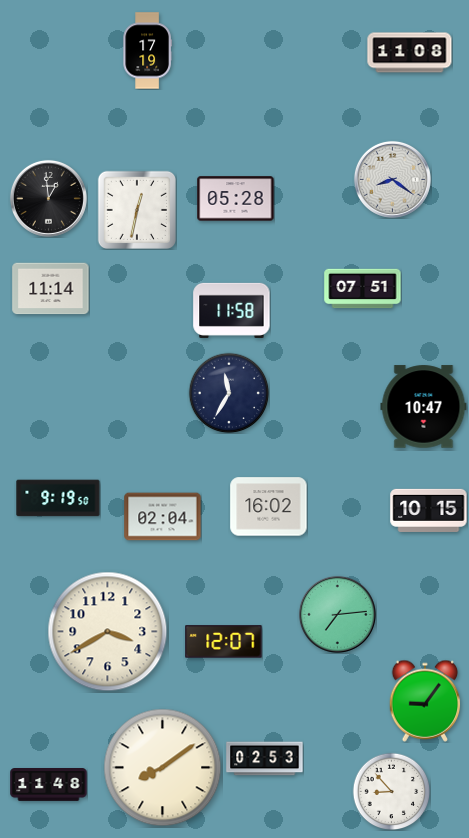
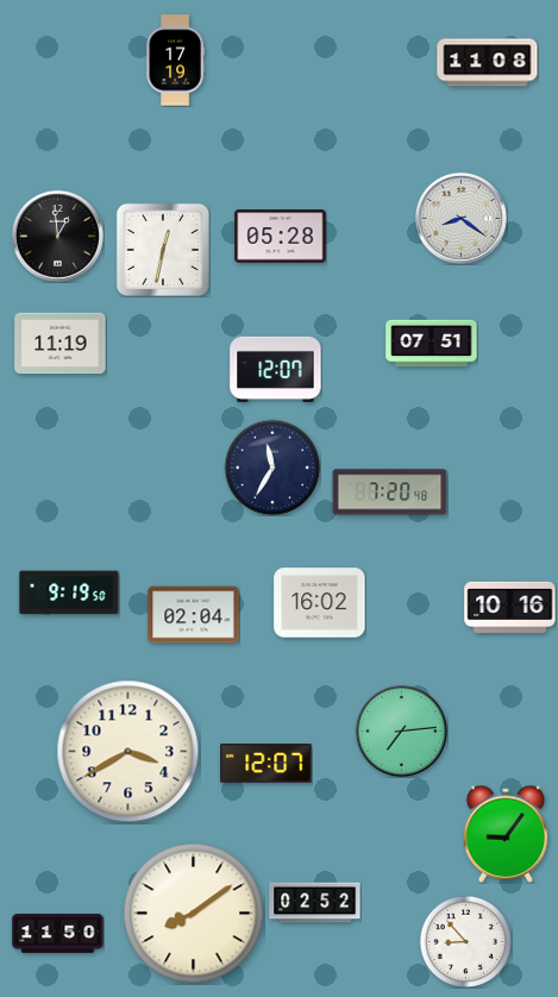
clock at (392, 179) position: (392, 179) -> (460, 218)
clock at (51, 289): 11:14 -> 11:19
clock at (232, 310): 11:58 -> 12:07
clock at (424, 407): 10:47 -> none
clock at (390, 493): none -> 7:20
clock at (429, 510): 10:15 -> 10:16
clock at (265, 759): 02:53 -> 02:52
clock at (49, 785): 11:48 -> 11:50
